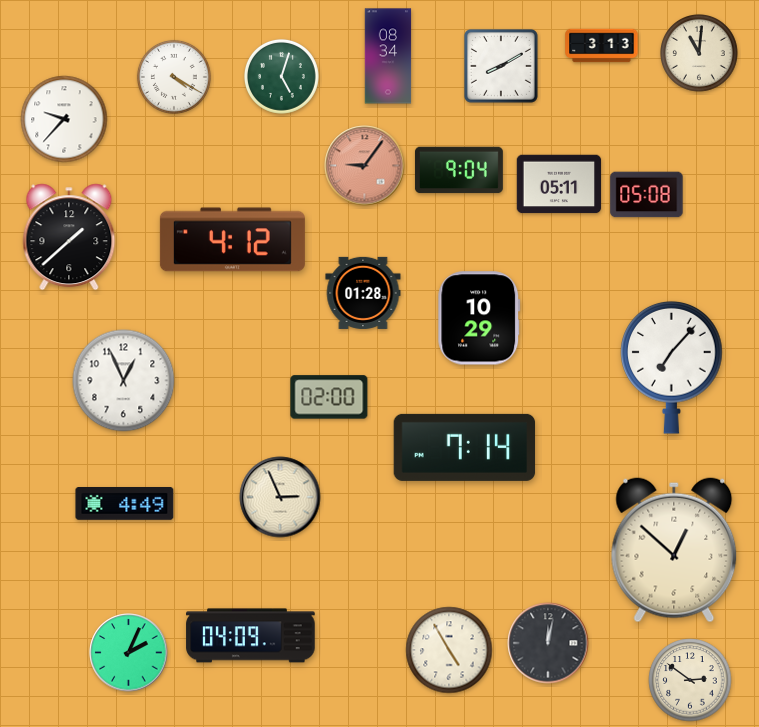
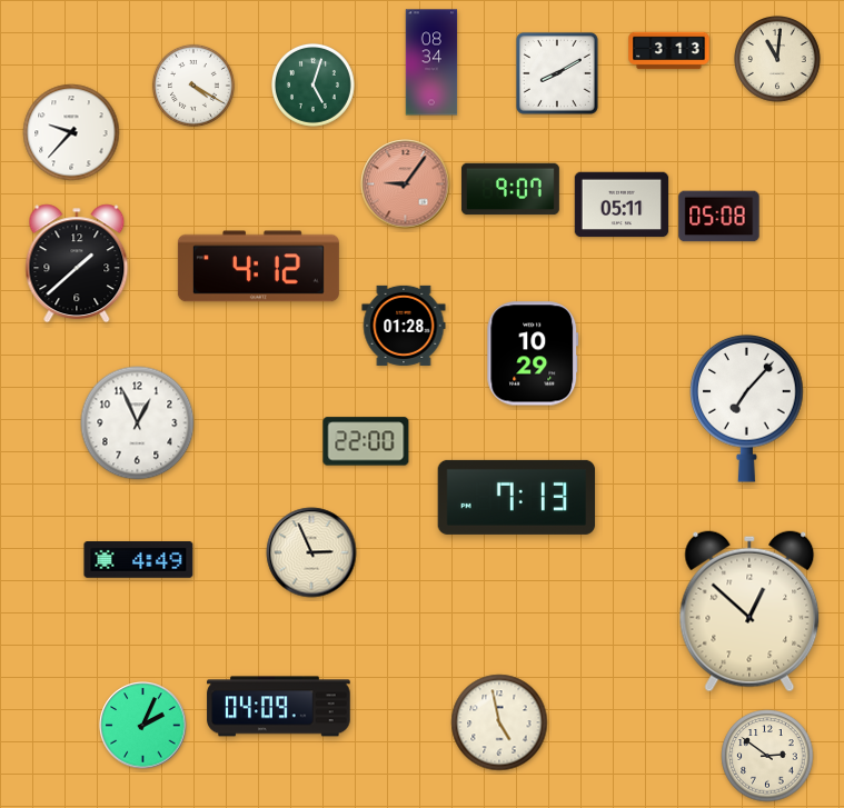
clock at (459, 170): 9:04 -> 9:07
clock at (329, 397): 02:00 -> 22:00
clock at (465, 447): 7:14 -> 7:13
clock at (548, 643): 12:02 -> none
clock at (449, 650): 4:55 -> 4:58
